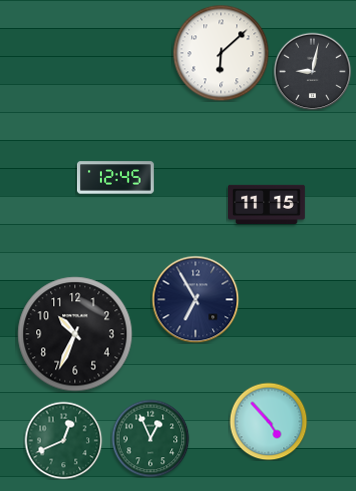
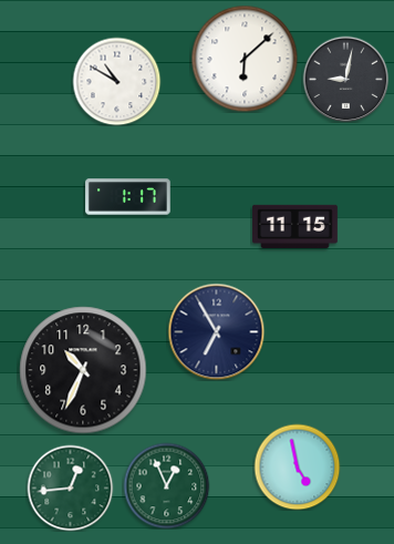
clock at (116, 81): none -> 10:50
clock at (116, 178): 12:45 -> 1:17
clock at (268, 421): 4:53 -> 4:58
clock at (63, 440): 12:41 -> 12:44
